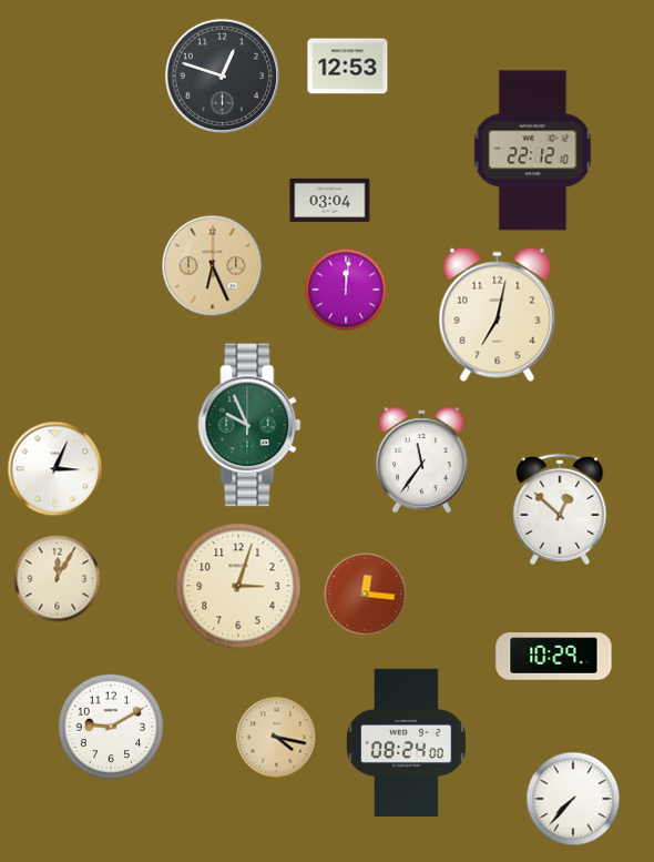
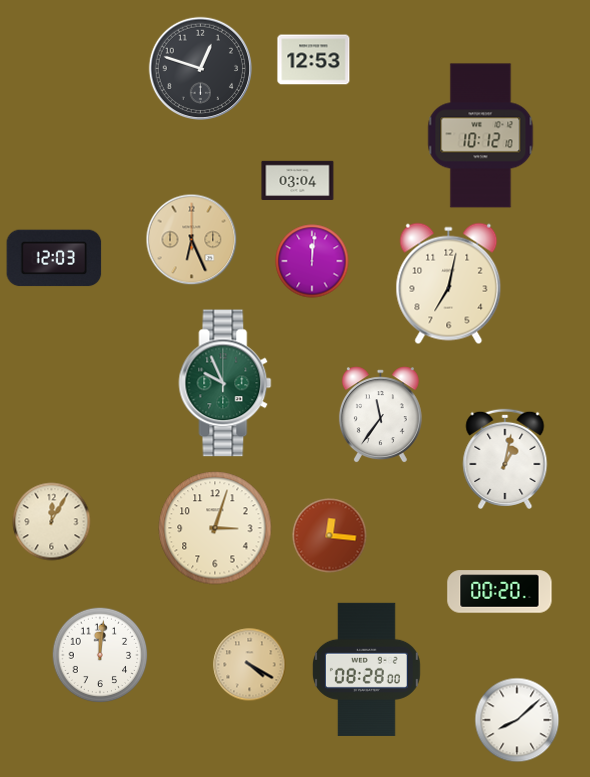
clock at (533, 151): 22:12 -> 10:12
clock at (54, 258): none -> 12:03
clock at (55, 469): 3:04 -> none
clock at (560, 509): 12:52 -> 1:02
clock at (554, 657): 10:29 -> 00:20
clock at (111, 727): 9:10 -> 12:01
clock at (277, 738): 4:17 -> 4:20
clock at (406, 742): 08:24 -> 08:28
clock at (573, 799): 7:37 -> 8:08
